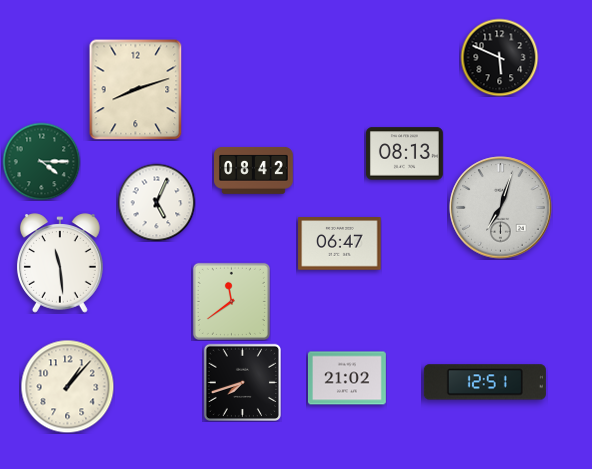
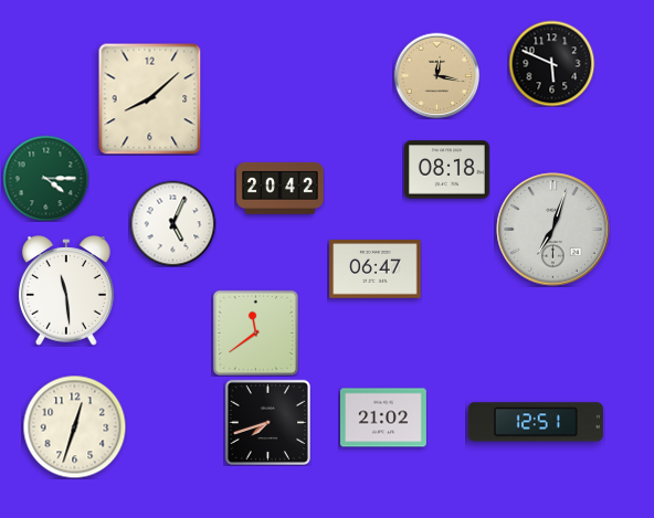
clock at (436, 75): none -> 12:17
clock at (136, 89): 8:12 -> 8:08
clock at (404, 154): 08:13 -> 08:18
clock at (254, 170): 08:42 -> 20:42
clock at (67, 386): 1:07 -> 12:33
